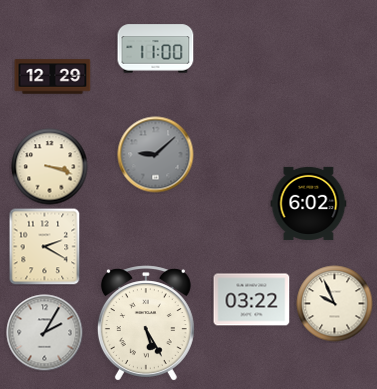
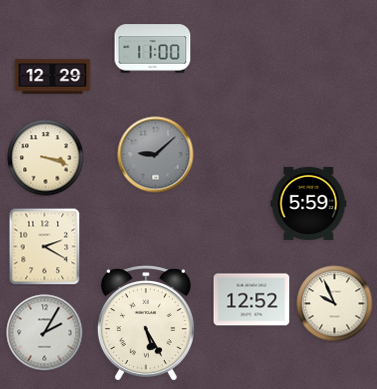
clock at (156, 49) position: (156, 49) -> (153, 49)
clock at (50, 167) position: (50, 167) -> (46, 158)
clock at (309, 203): 6:02 -> 5:59
clock at (252, 300): 03:22 -> 12:52
